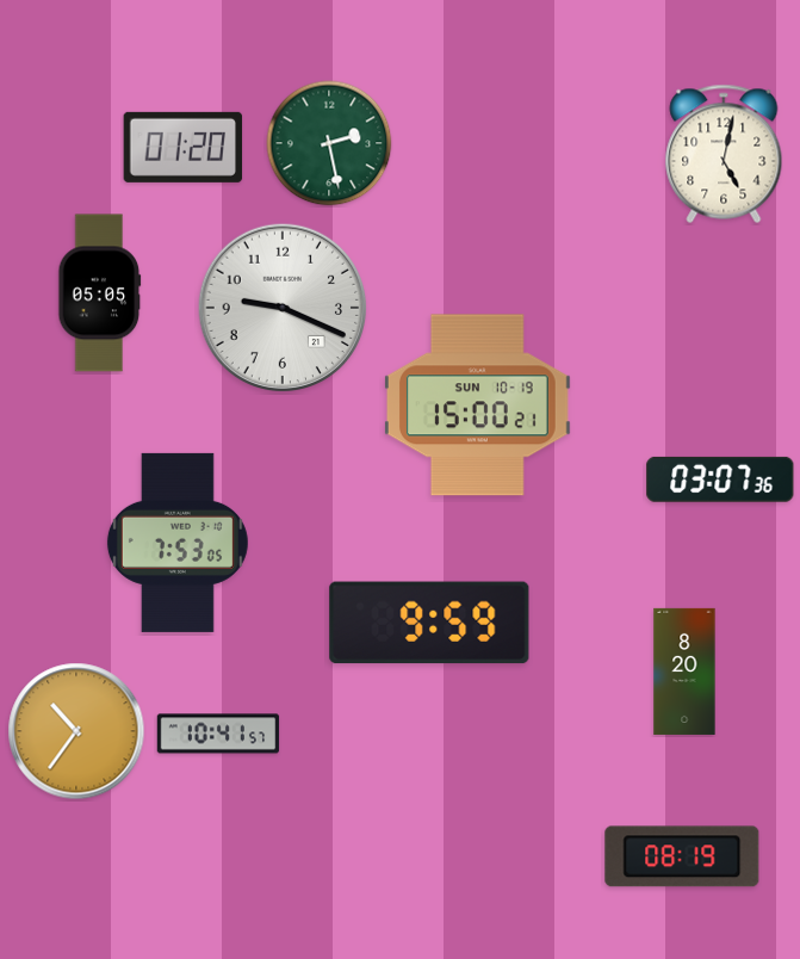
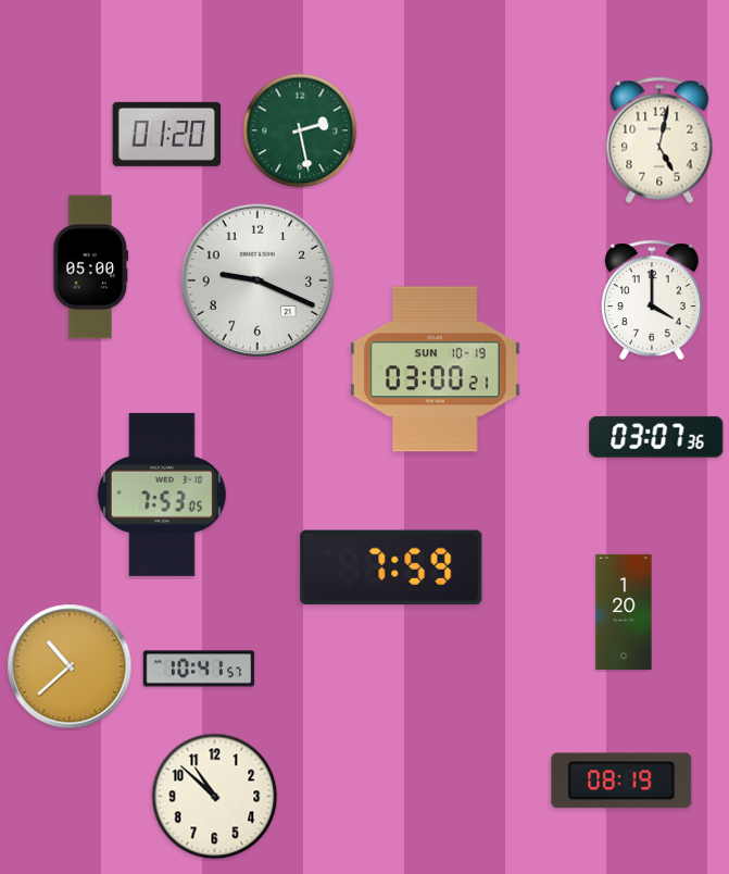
clock at (100, 293): 05:05 -> 05:00
clock at (652, 300): none -> 4:00
clock at (478, 406): 15:00 -> 03:00
clock at (429, 623): 9:59 -> 7:59
clock at (684, 672): 8:20 -> 1:20
clock at (76, 731): 10:36 -> 10:38
clock at (215, 797): none -> 10:52
